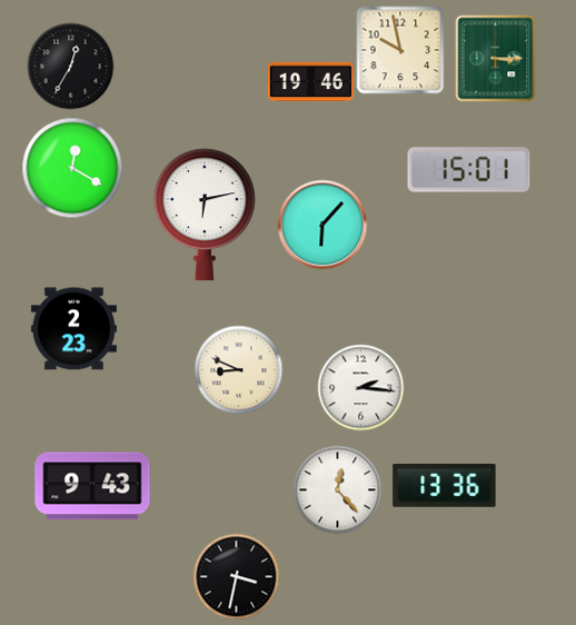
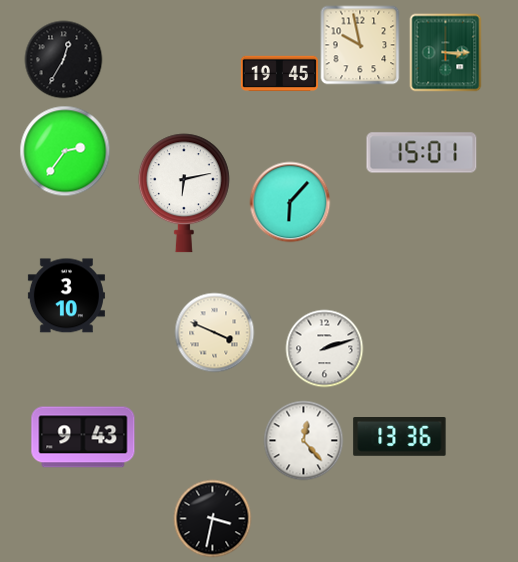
clock at (310, 82): 19:46 -> 19:45
clock at (72, 168): 12:20 -> 2:36
clock at (73, 329): 2:23 -> 3:10
clock at (238, 369): 8:49 -> 3:49
clock at (360, 387): 2:16 -> 2:12
